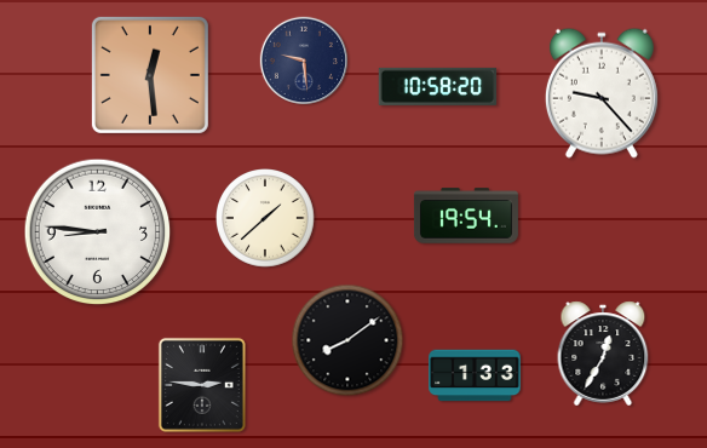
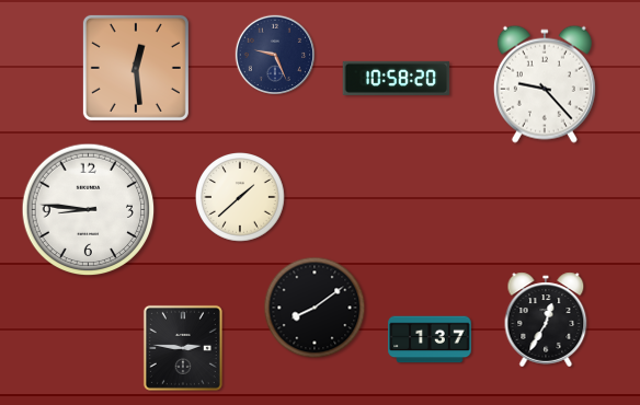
clock at (304, 61): 9:29 -> 9:26
clock at (466, 216): 19:54 -> none
clock at (475, 375): 1:33 -> 1:37
